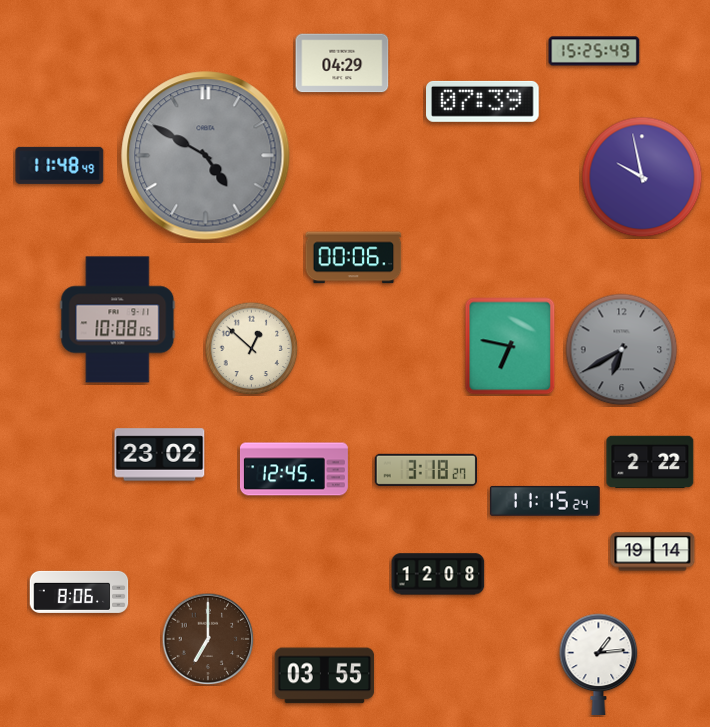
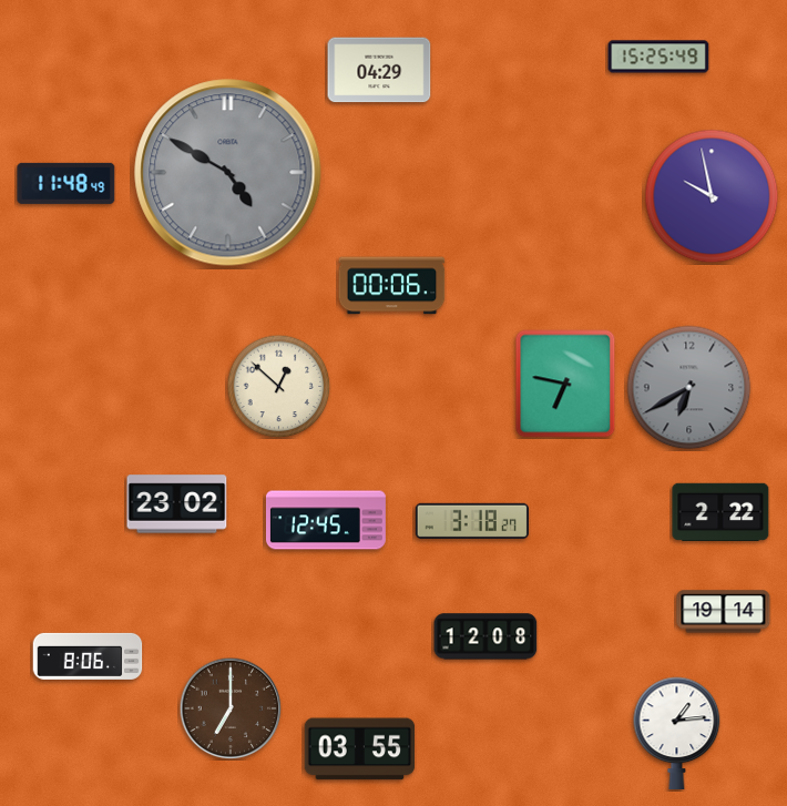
clock at (483, 101): 07:39 -> none
clock at (118, 320): 10:08 -> none
clock at (545, 501): 11:15 -> none
clock at (599, 664) position: (599, 664) -> (677, 733)
